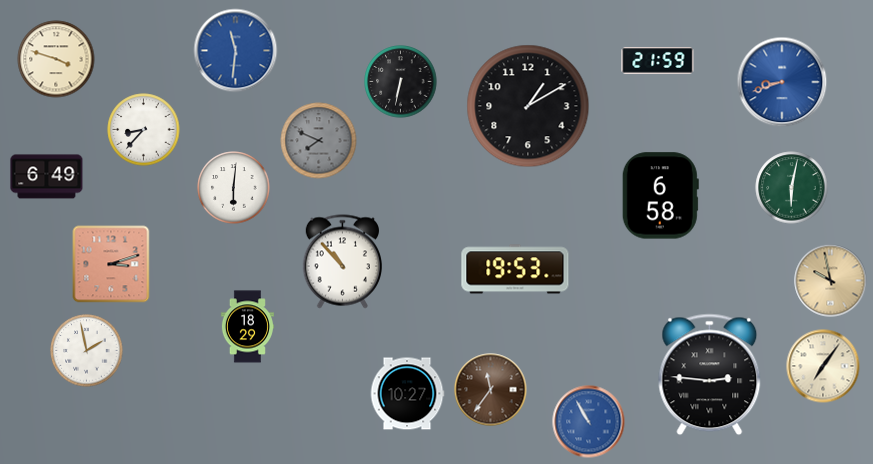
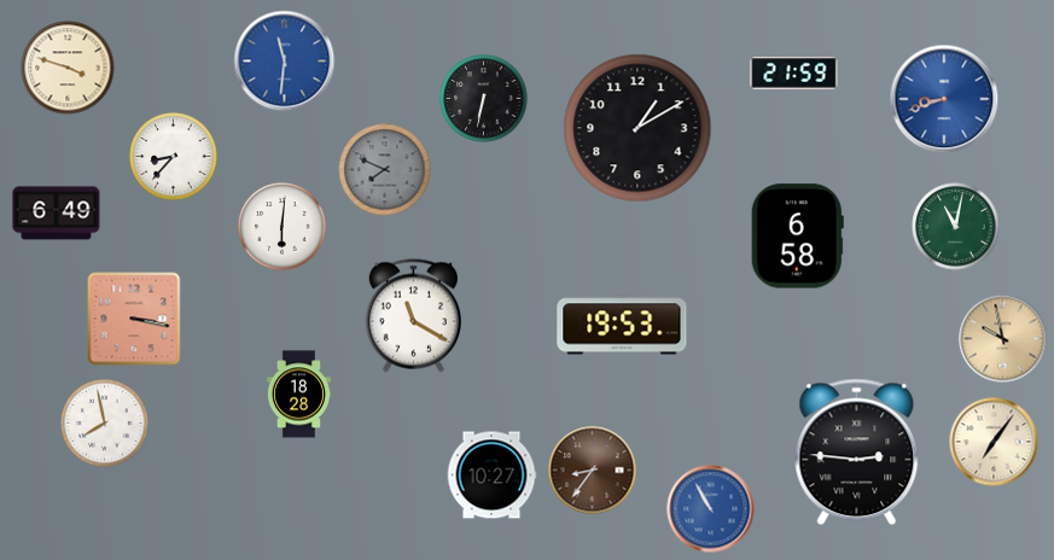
clock at (56, 59) position: (56, 59) -> (68, 68)
clock at (792, 188): 6:02 -> 11:02
clock at (342, 262): 10:53 -> 11:20
clock at (111, 264): 3:12 -> 3:17
clock at (247, 327): 18:29 -> 18:28
clock at (87, 351): 1:58 -> 7:58
clock at (491, 390): 11:36 -> 8:36
